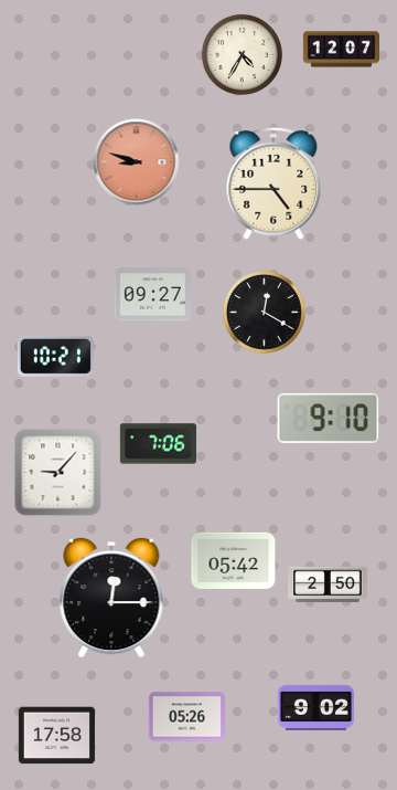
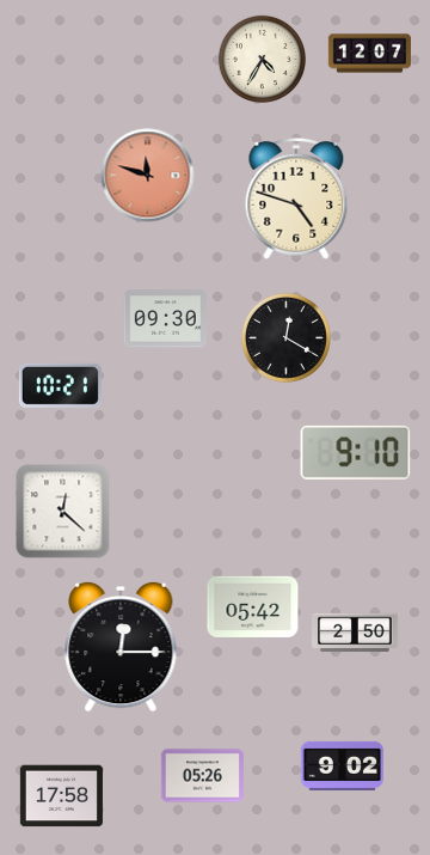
clock at (137, 162): 8:48 -> 11:48
clock at (273, 183): 4:45 -> 4:48
clock at (152, 295): 09:27 -> 09:30
clock at (158, 444): 7:06 -> none
clock at (58, 473): 9:07 -> 12:22
